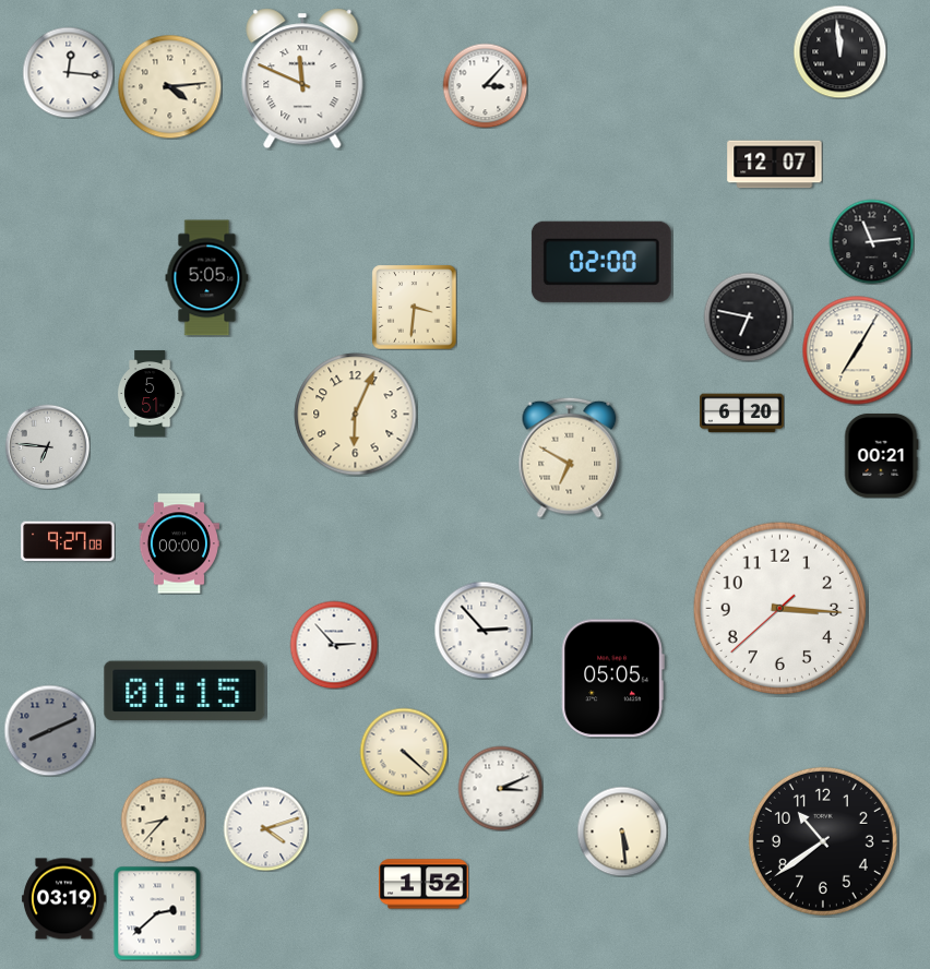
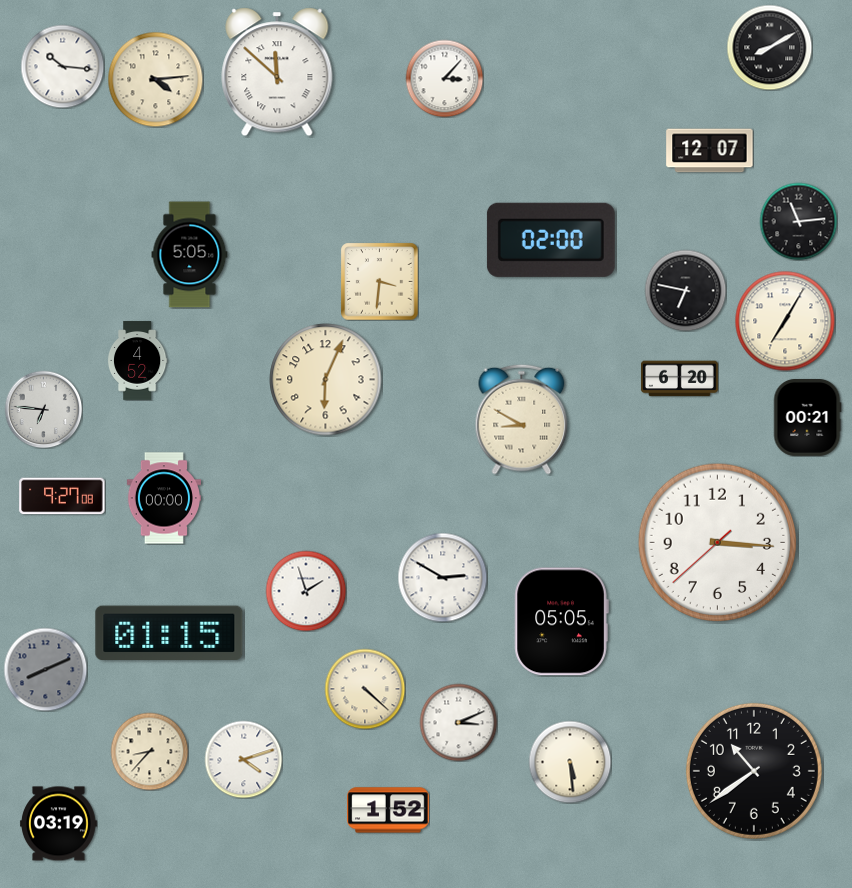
clock at (839, 51): 11:59 -> 8:10
clock at (68, 72): 12:16 -> 10:16
clock at (302, 79): 11:49 -> 11:52
clock at (150, 394): 5:51 -> 4:52
clock at (570, 457): 6:50 -> 8:50
clock at (780, 609) position: (780, 609) -> (718, 543)
clock at (482, 630): 2:53 -> 2:50
clock at (334, 645): 2:53 -> 1:57
clock at (404, 752) position: (404, 752) -> (365, 689)
clock at (157, 913): 2:38 -> none
